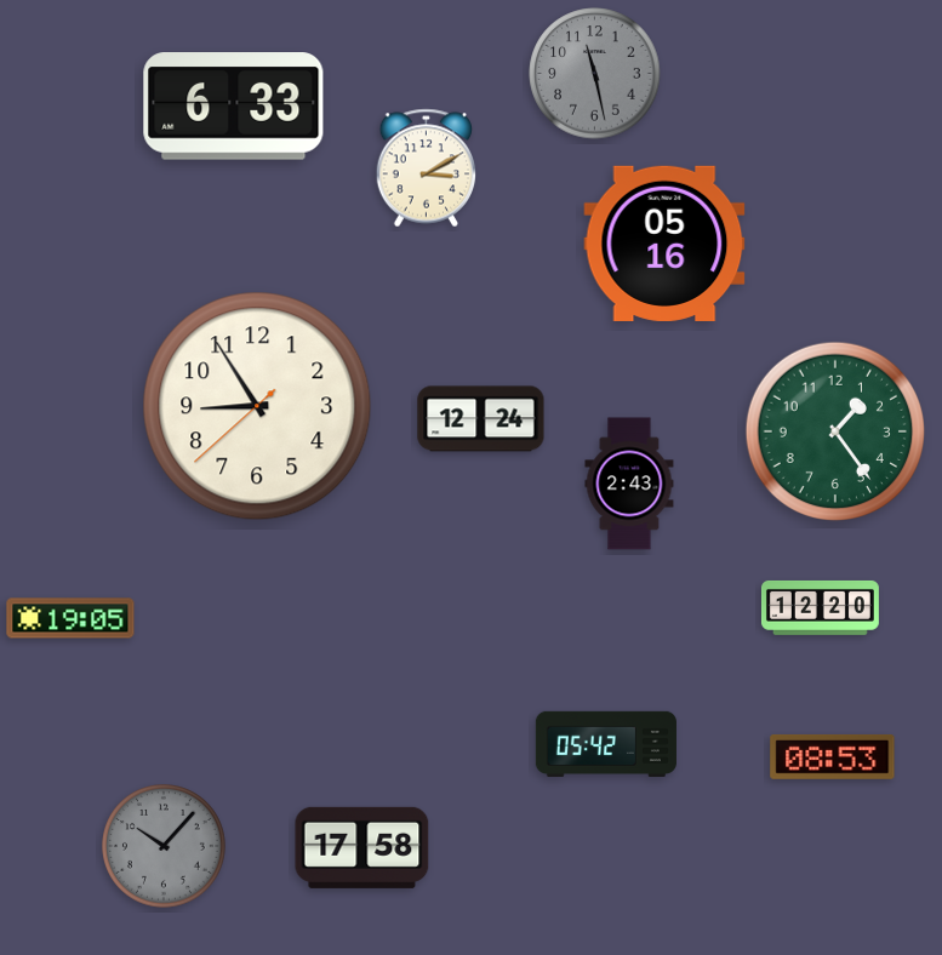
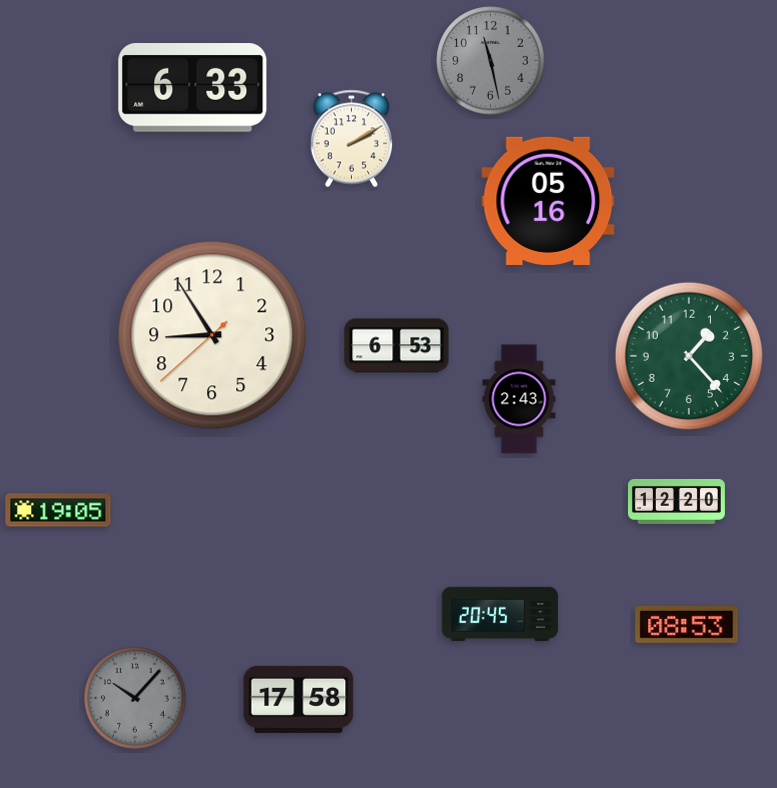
clock at (427, 168): 3:10 -> 2:10
clock at (481, 419): 12:24 -> 6:53
clock at (835, 431): 1:24 -> 1:23
clock at (606, 744): 05:42 -> 20:45
